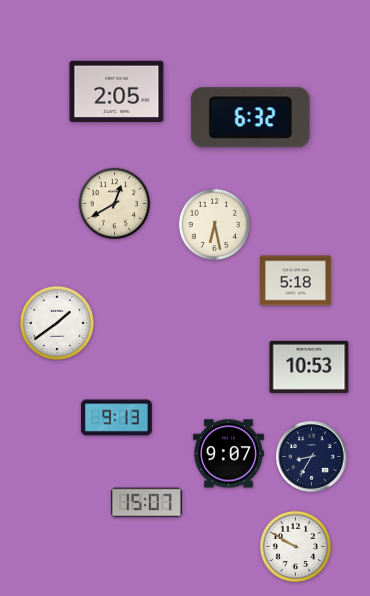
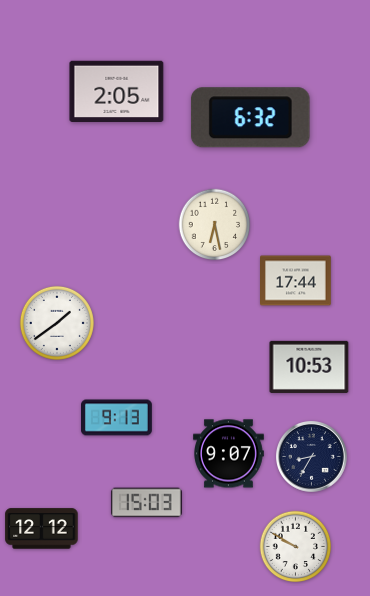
clock at (115, 204): 12:40 -> none
clock at (296, 281): 5:18 -> 17:44
clock at (146, 503): 15:07 -> 15:03
clock at (42, 529): none -> 12:12
